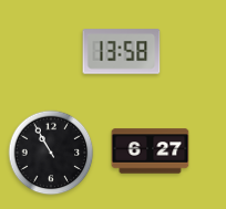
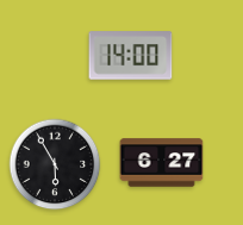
clock at (122, 52): 13:58 -> 14:00
clock at (51, 153): 10:55 -> 5:55
